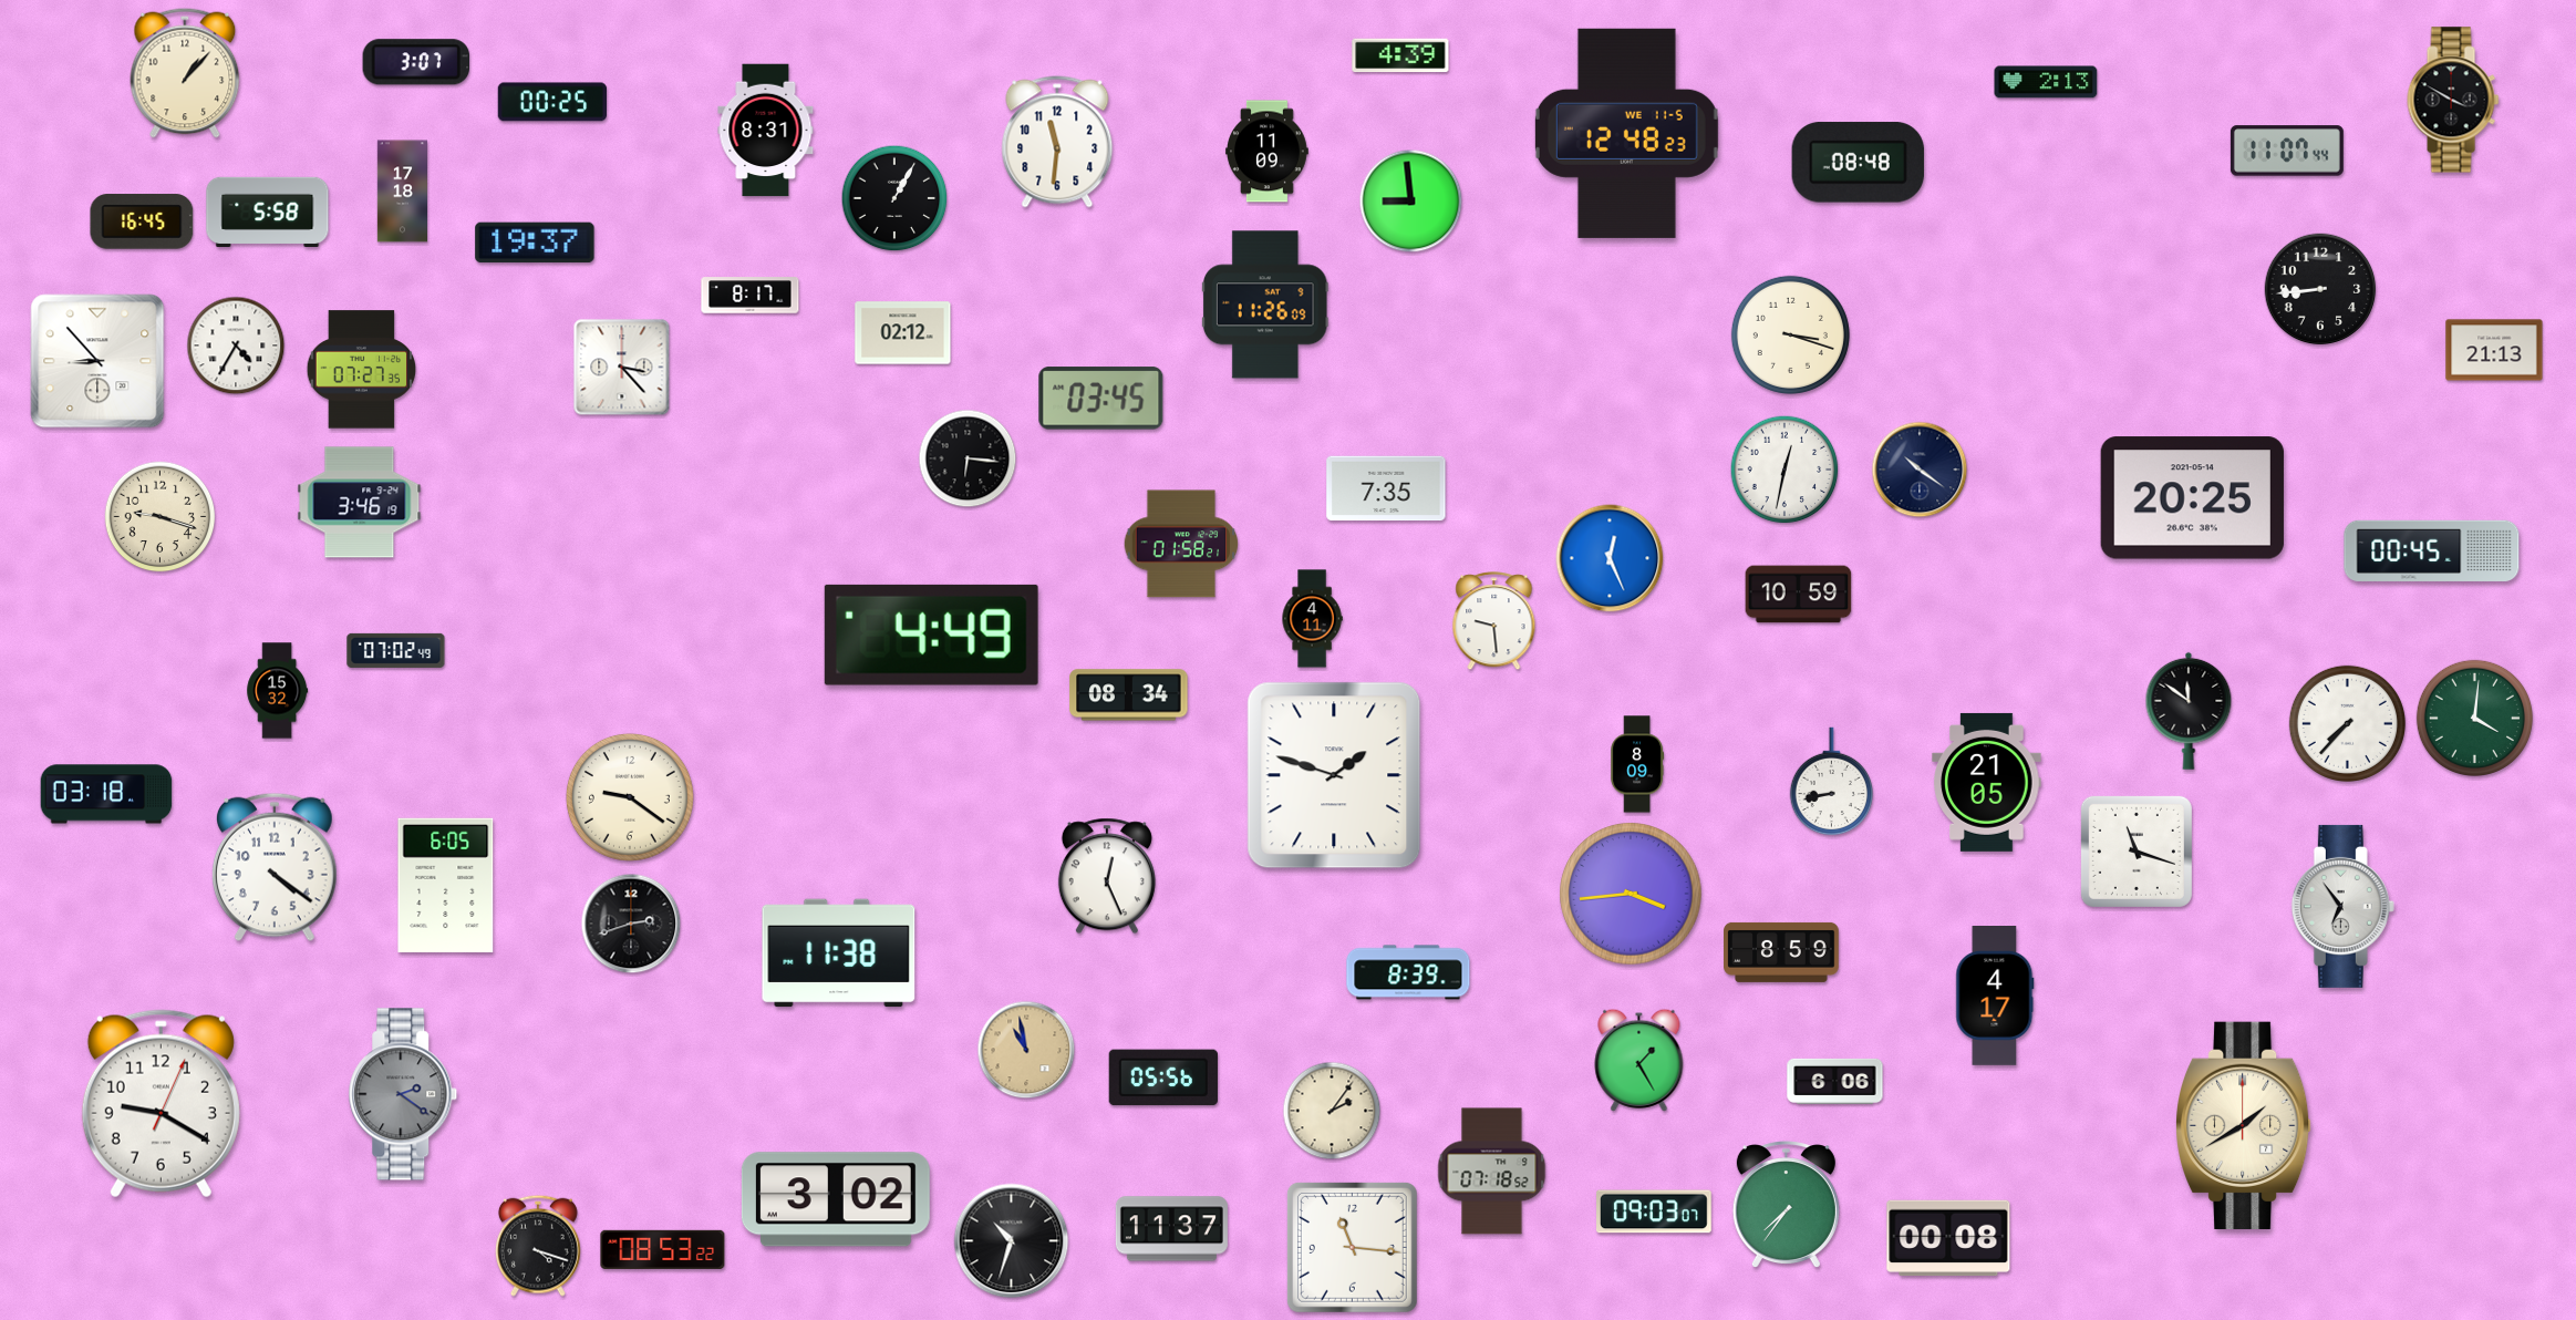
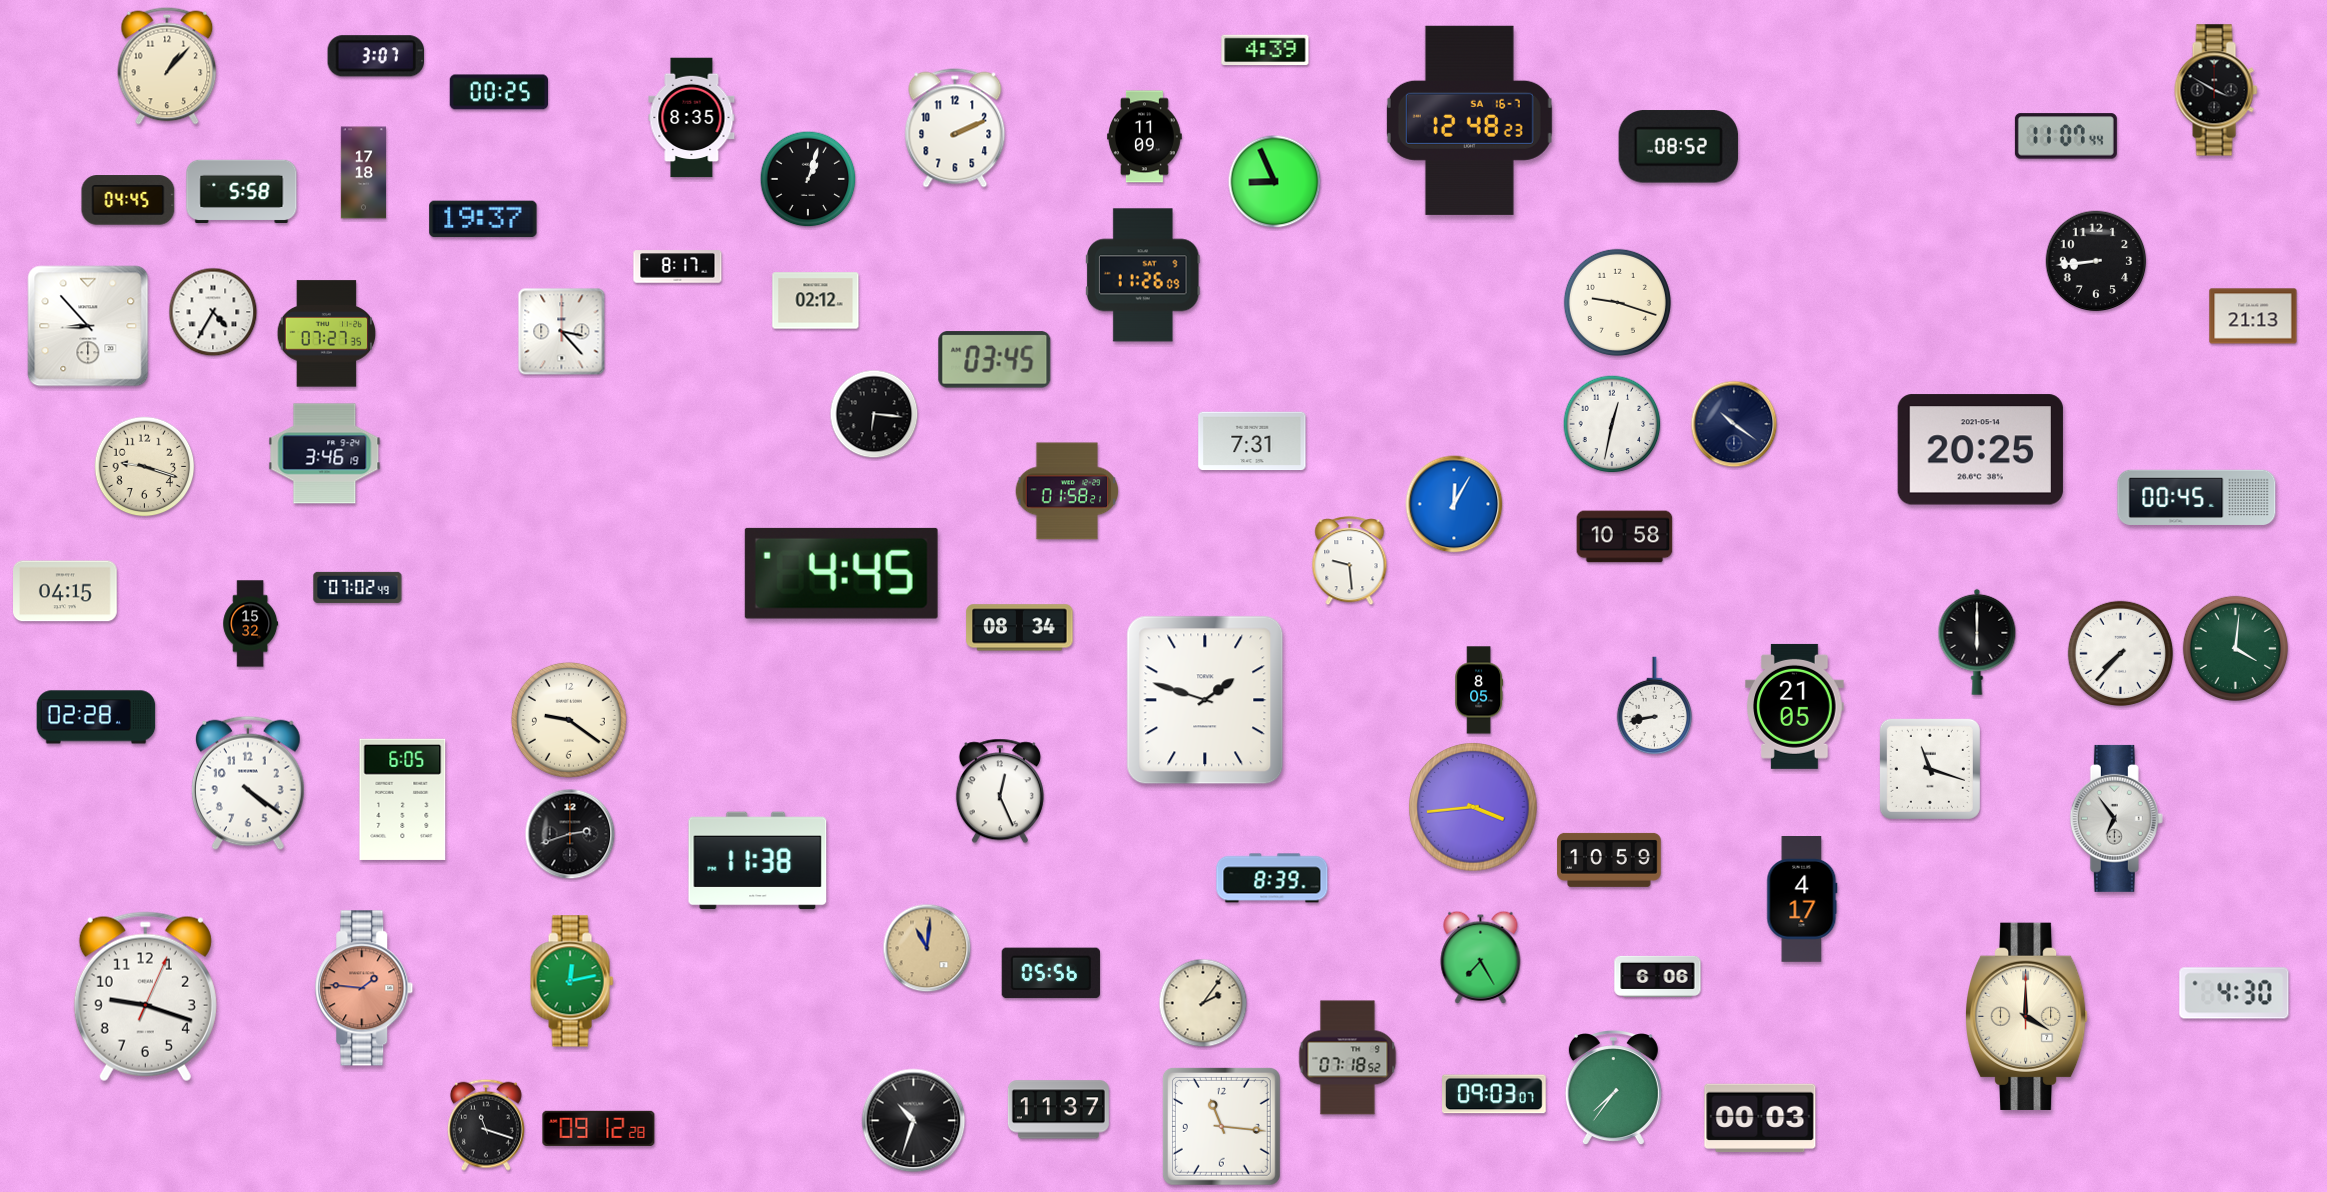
clock at (2046, 82): 2:13 -> none
clock at (766, 131): 8:31 -> 8:35
clock at (1626, 133) date: WE 11-5 -> SA 16-7
clock at (1057, 142): 11:31 -> 2:11
clock at (1858, 163): 08:48 -> 08:52
clock at (894, 198): 1:05 -> 1:03
clock at (1411, 202): 8:59 -> 8:56
clock at (142, 221): 16:45 -> 04:45
clock at (1790, 334): 3:18 -> 9:18
clock at (1386, 488): 7:35 -> 7:31
clock at (1610, 558): 12:26 -> 12:05
clock at (1799, 595): 10:59 -> 10:58
clock at (1312, 619): 4:11 -> none
clock at (931, 635): 4:49 -> 4:45
clock at (66, 591): none -> 04:15
clock at (2189, 711): 11:51 -> 6:00
clock at (1637, 764): 8:09 -> 8:05
clock at (106, 794): 03:18 -> 02:28
clock at (1781, 952): 8:59 -> 10:59
clock at (1026, 1050): 10:58 -> 11:01
clock at (1639, 1060): 1:25 -> 7:25
clock at (572, 981): none -> 12:13
clock at (403, 1094): 2:21 -> 1:46
clock at (403, 1094) dial: grey -> salmon
clock at (2234, 993): none -> 4:30
clock at (161, 1104): 9:20 -> 9:18
clock at (2244, 1125): 1:40 -> 4:00
clock at (836, 1199): 3:02 -> none
clock at (1948, 1238): 00:08 -> 00:03
clock at (538, 1246): 4:18 -> 11:18
clock at (663, 1249): 08:53 -> 09:12
